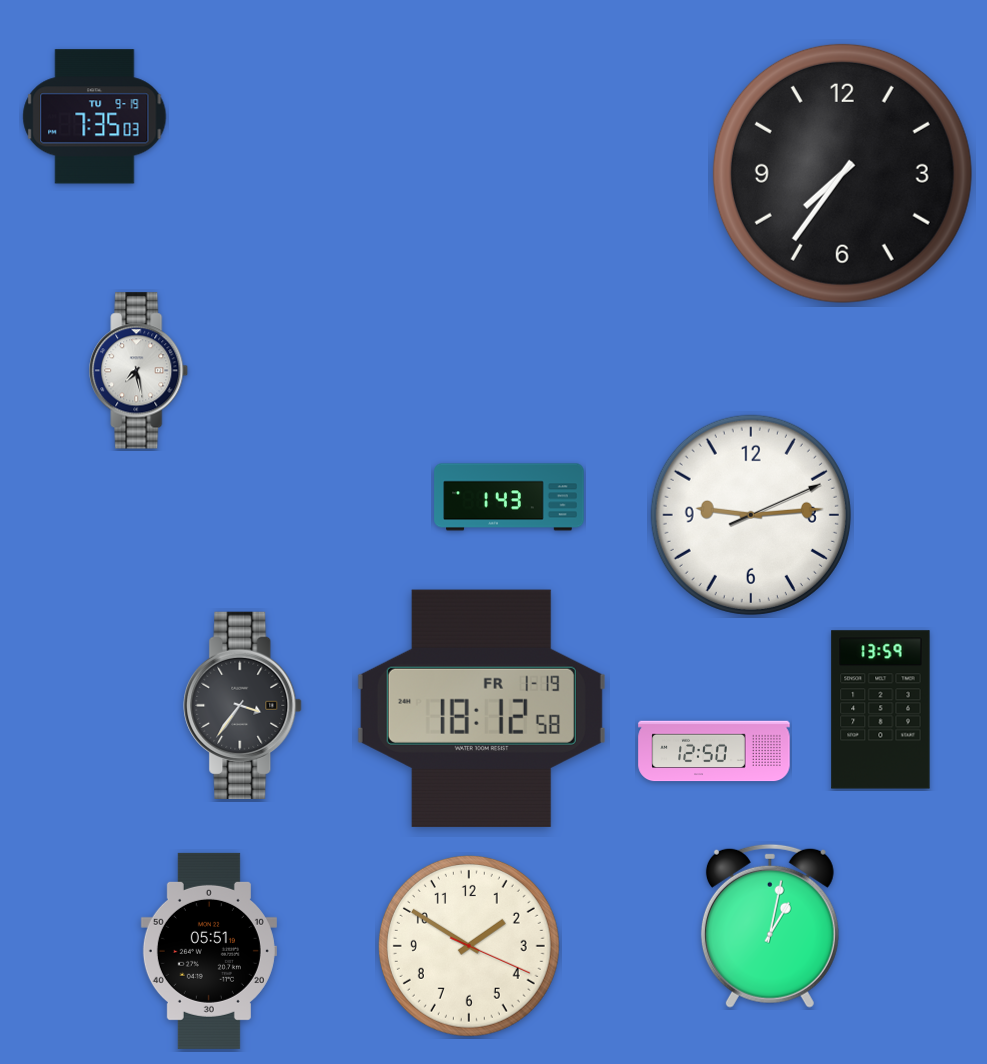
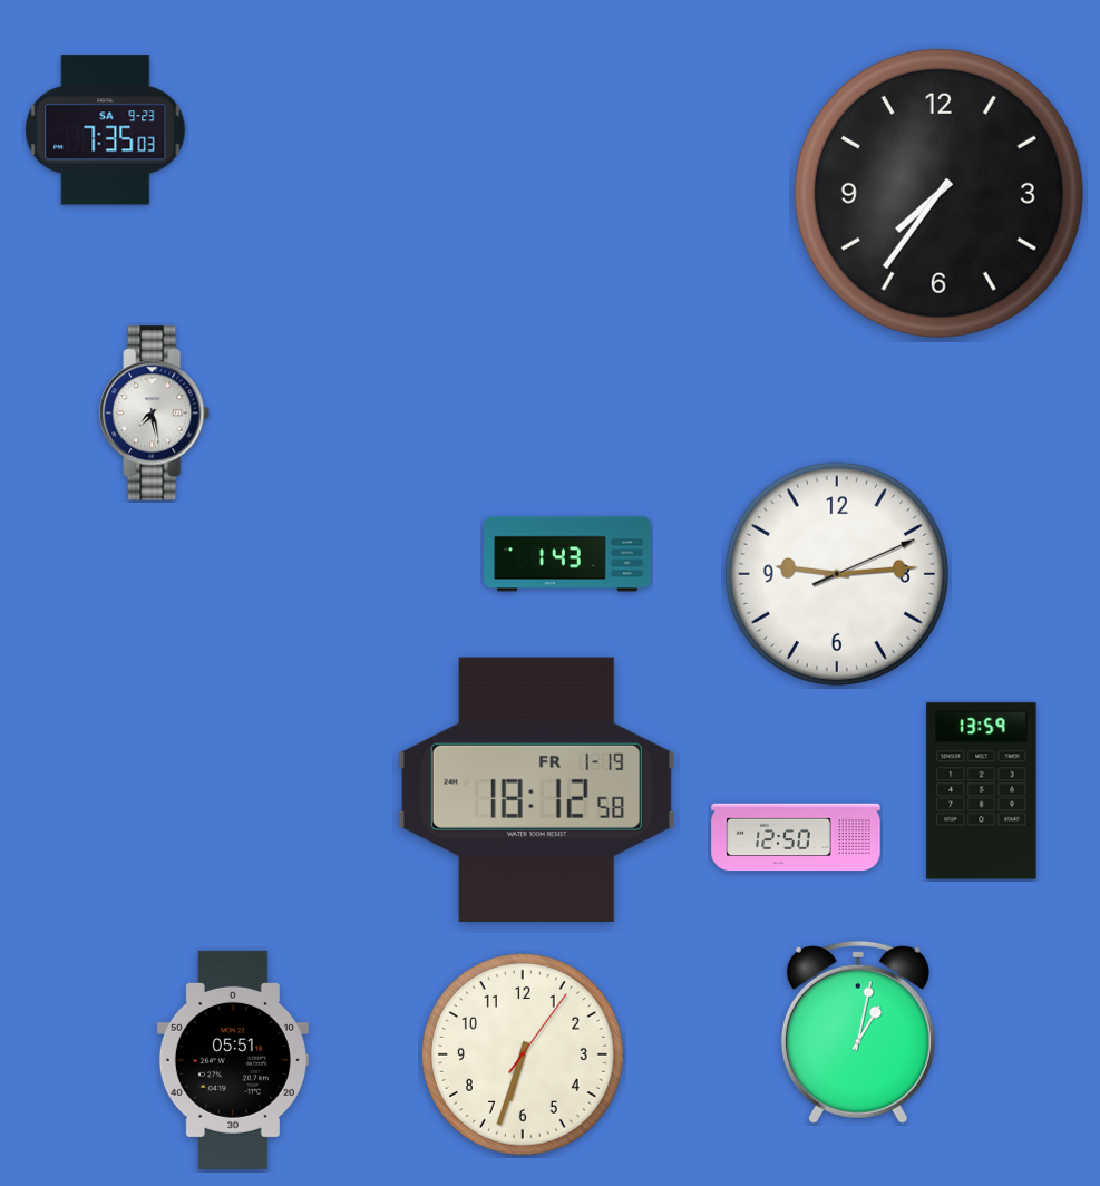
clock at (95, 117) date: TU 9-19 -> SA 9-23
clock at (243, 705): 3:36 -> none
clock at (469, 946): 1:50 -> 6:33
